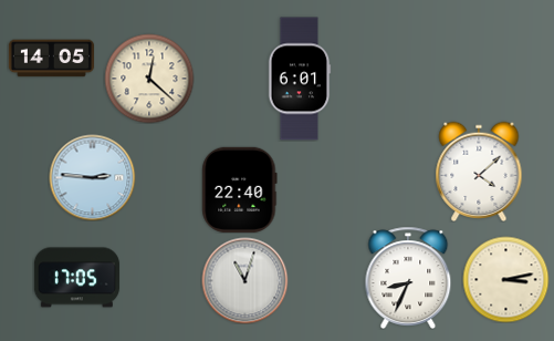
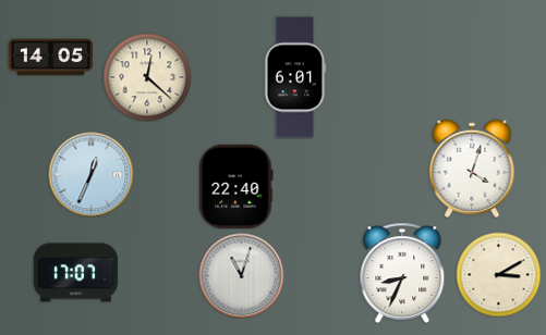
clock at (479, 170): 4:08 -> 4:03
clock at (92, 177): 2:46 -> 12:34
clock at (76, 278): 17:05 -> 17:07
clock at (505, 279): 3:13 -> 3:10
